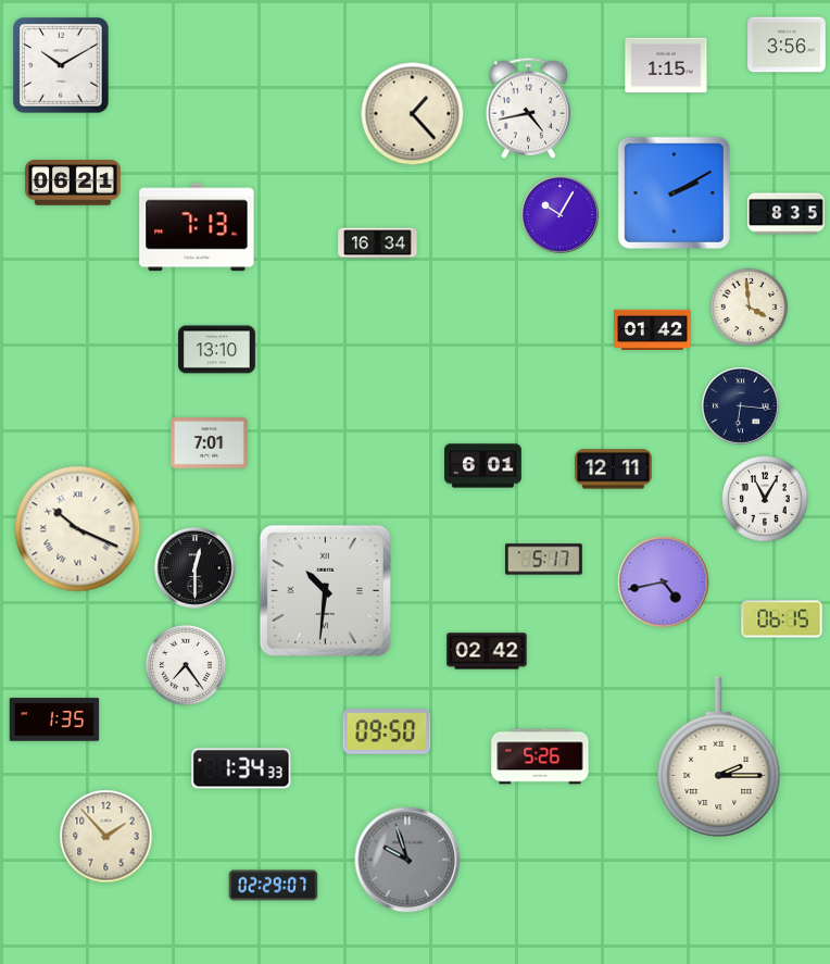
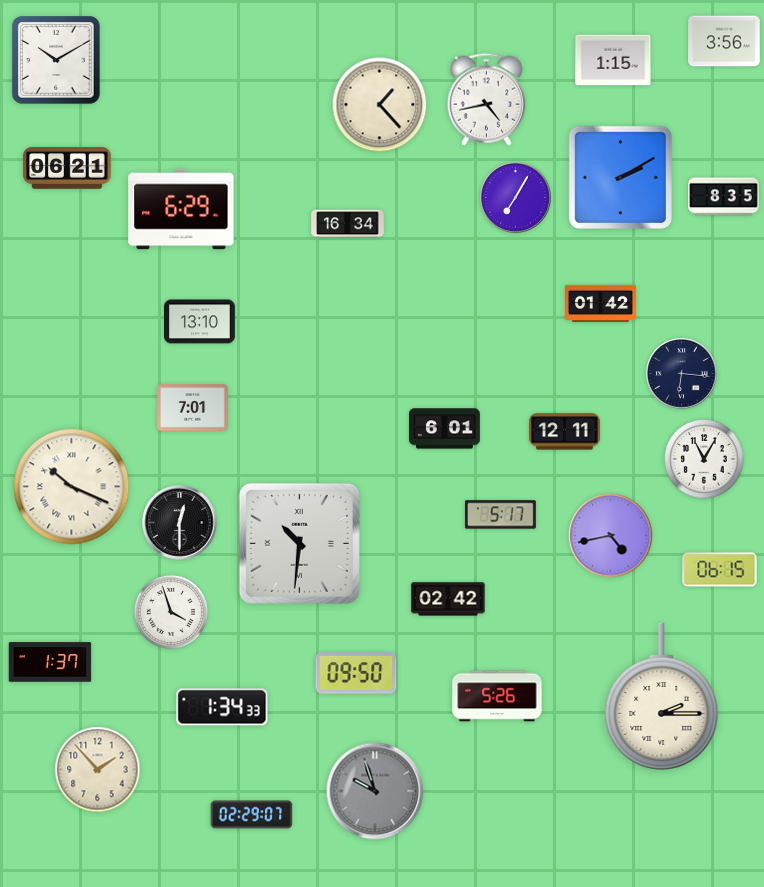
clock at (561, 215): 10:05 -> 7:05
clock at (197, 227): 7:13 -> 6:29
clock at (750, 308): 3:59 -> none
clock at (186, 665): 7:24 -> 3:57
clock at (54, 719): 1:35 -> 1:37
